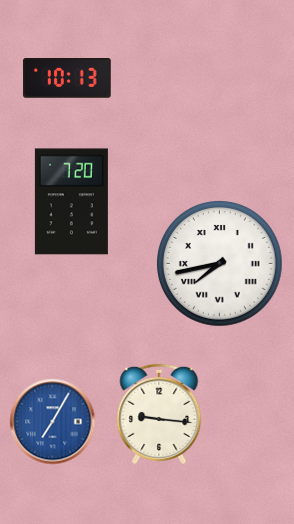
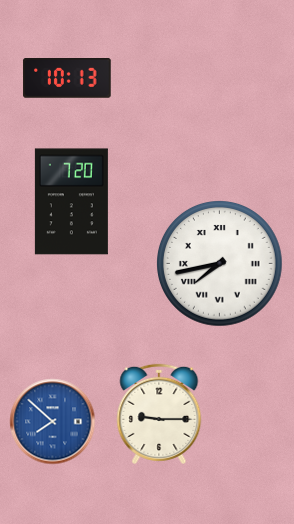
clock at (159, 414): 9:16 -> 9:15
clock at (53, 422): 7:05 -> 7:52
